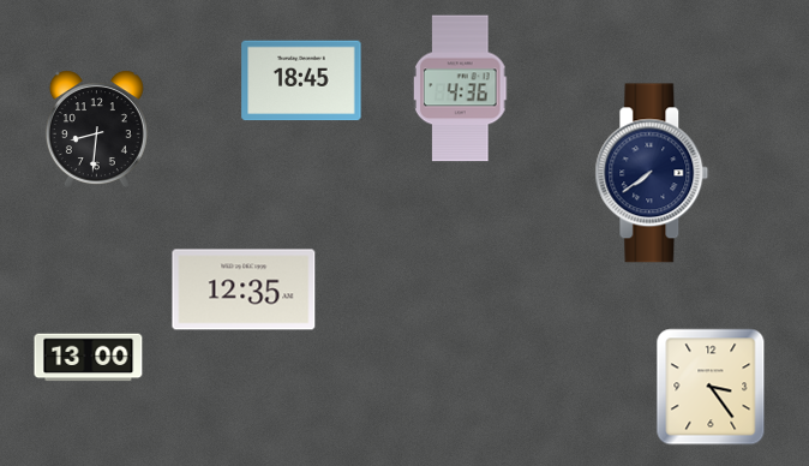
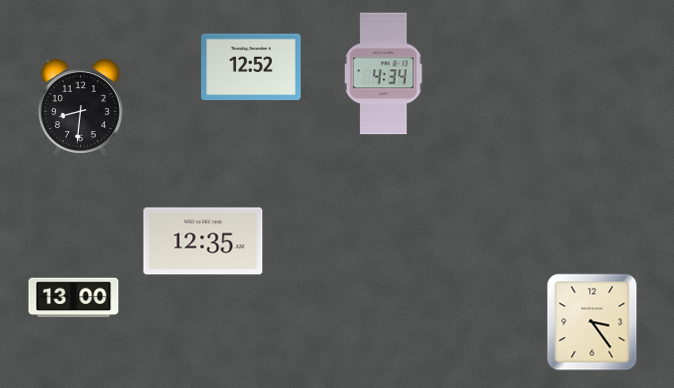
clock at (301, 80): 18:45 -> 12:52
clock at (461, 89): 4:36 -> 4:34
clock at (652, 173): 7:39 -> none
